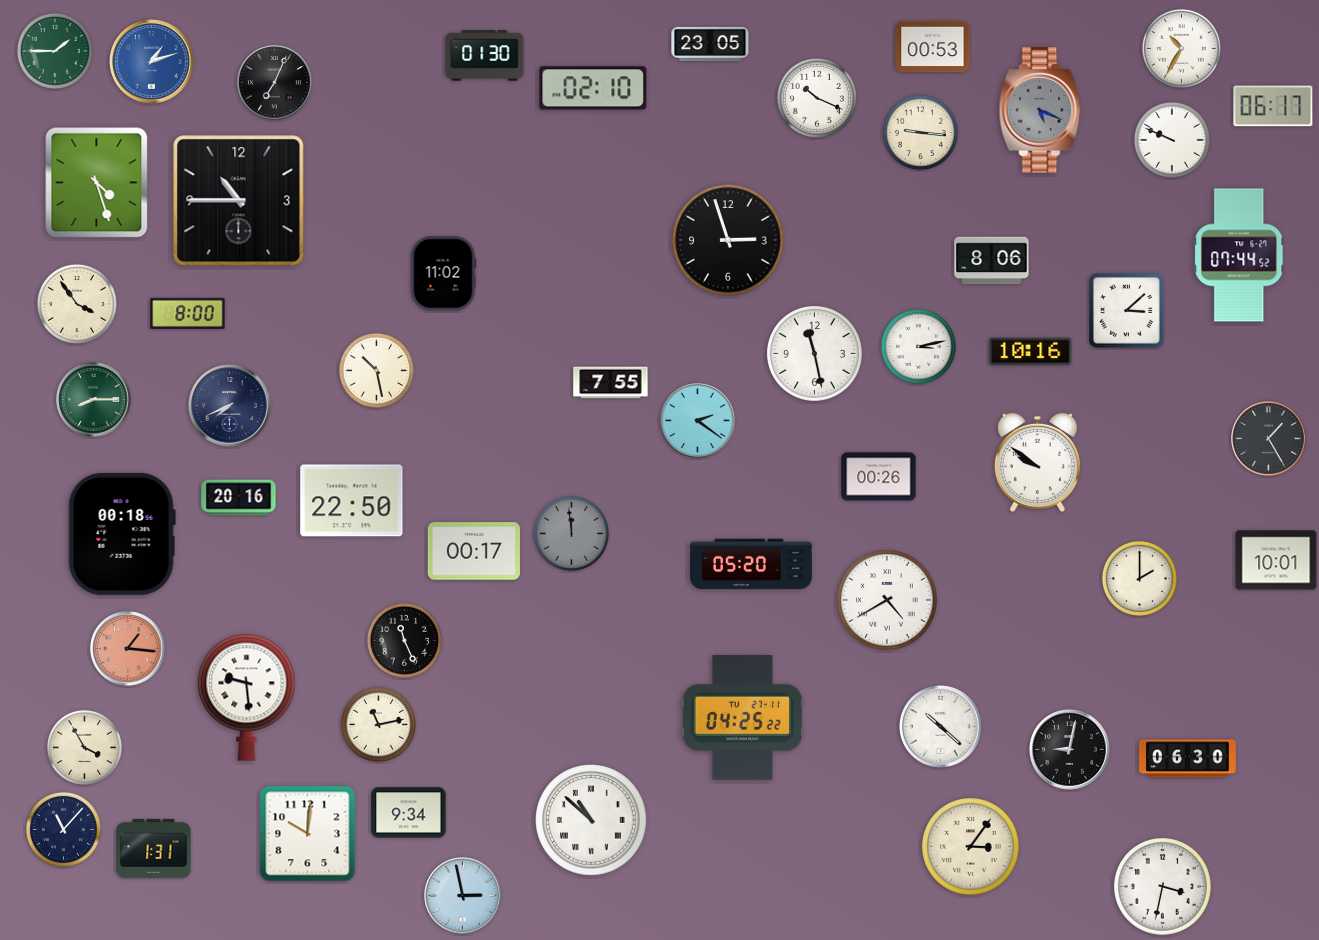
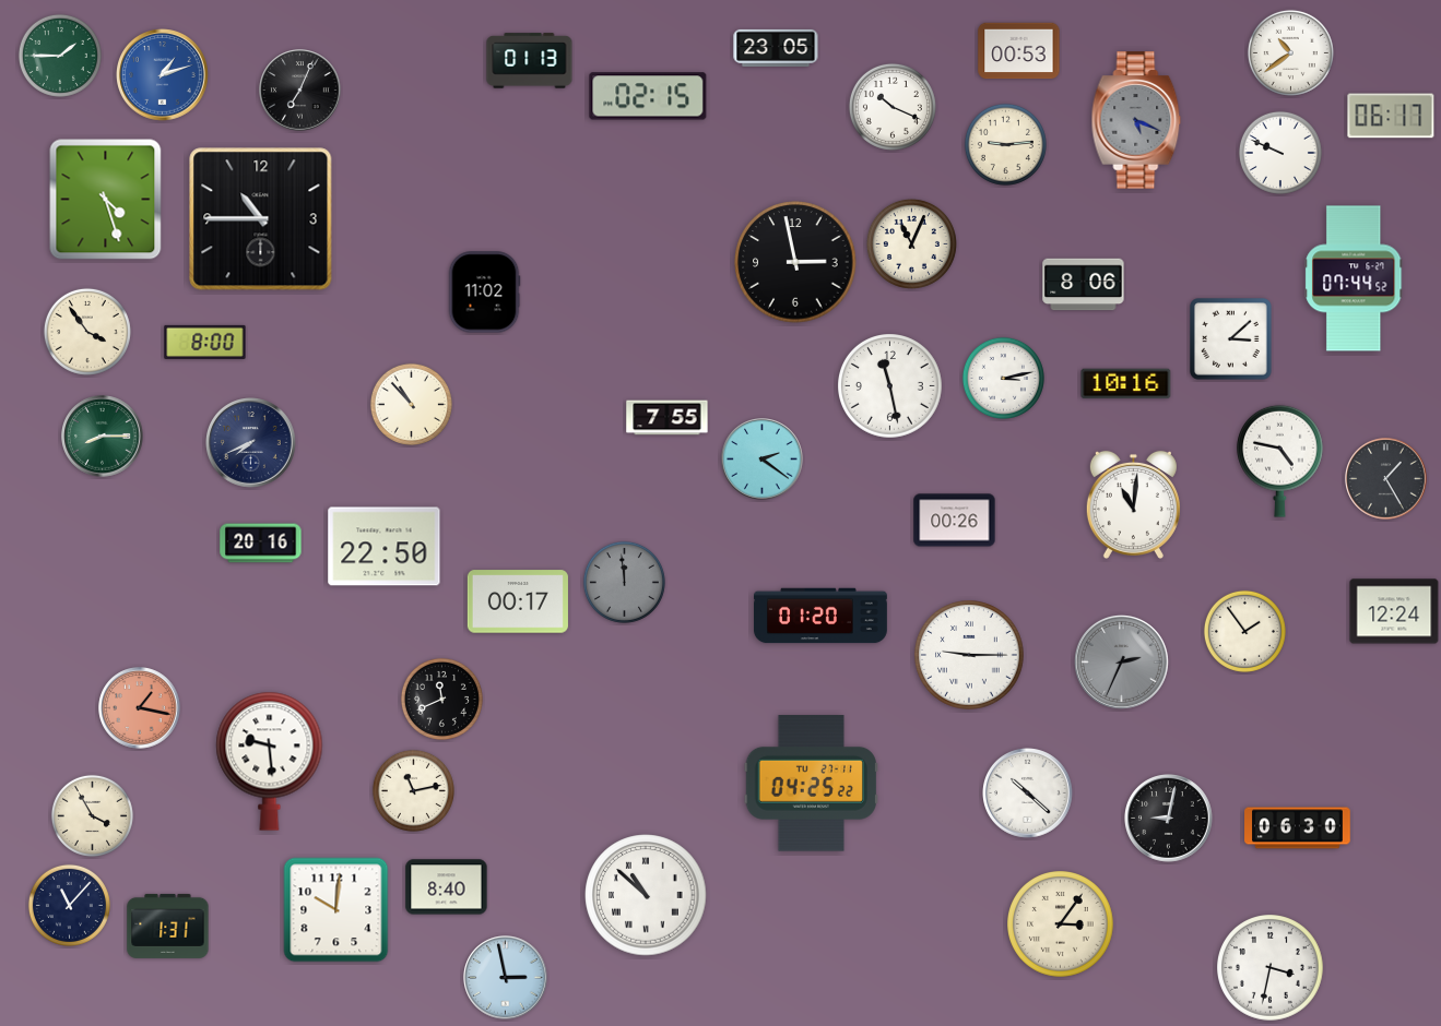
clock at (1181, 48): 10:35 -> 10:39
clock at (485, 56): 01:30 -> 01:13
clock at (152, 62) position: (152, 62) -> (163, 75)
clock at (593, 88): 02:10 -> 02:15
clock at (920, 132): 9:16 -> 9:14
clock at (911, 243): none -> 11:04
clock at (728, 240): 2:57 -> 2:58
clock at (443, 274) position: (443, 274) -> (484, 293)
clock at (77, 304) position: (77, 304) -> (87, 332)
clock at (376, 370): 10:28 -> 10:53
clock at (1280, 461): none -> 4:47
clock at (1037, 463): 9:51 -> 11:01
clock at (879, 477) position: (879, 477) -> (955, 521)
clock at (122, 534): 00:18 -> none
clock at (1276, 560): 10:01 -> 12:24
clock at (752, 564): 05:20 -> 01:20
clock at (1139, 578): 2:00 -> 1:54
clock at (887, 600): 4:40 -> 9:15
clock at (1122, 663): none -> 2:34
clock at (404, 640): 11:26 -> 11:41
clock at (128, 649): 1:16 -> 1:17
clock at (409, 813): 9:34 -> 8:40
